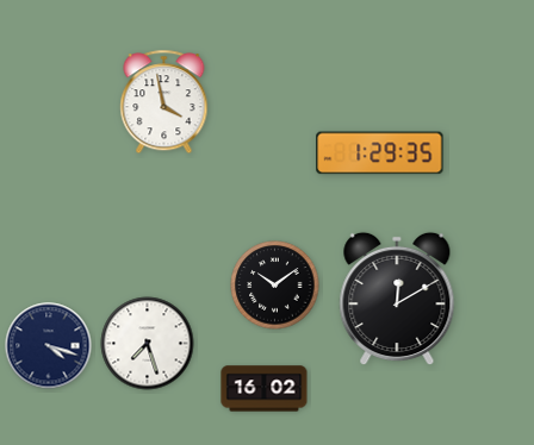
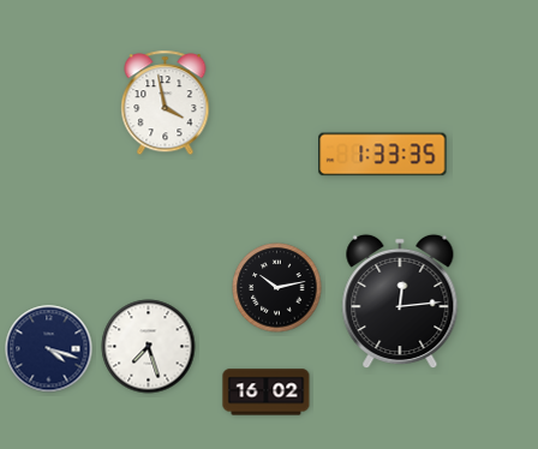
clock at (380, 153): 1:29 -> 1:33
clock at (275, 286): 10:09 -> 10:13
clock at (397, 299): 12:10 -> 12:14
